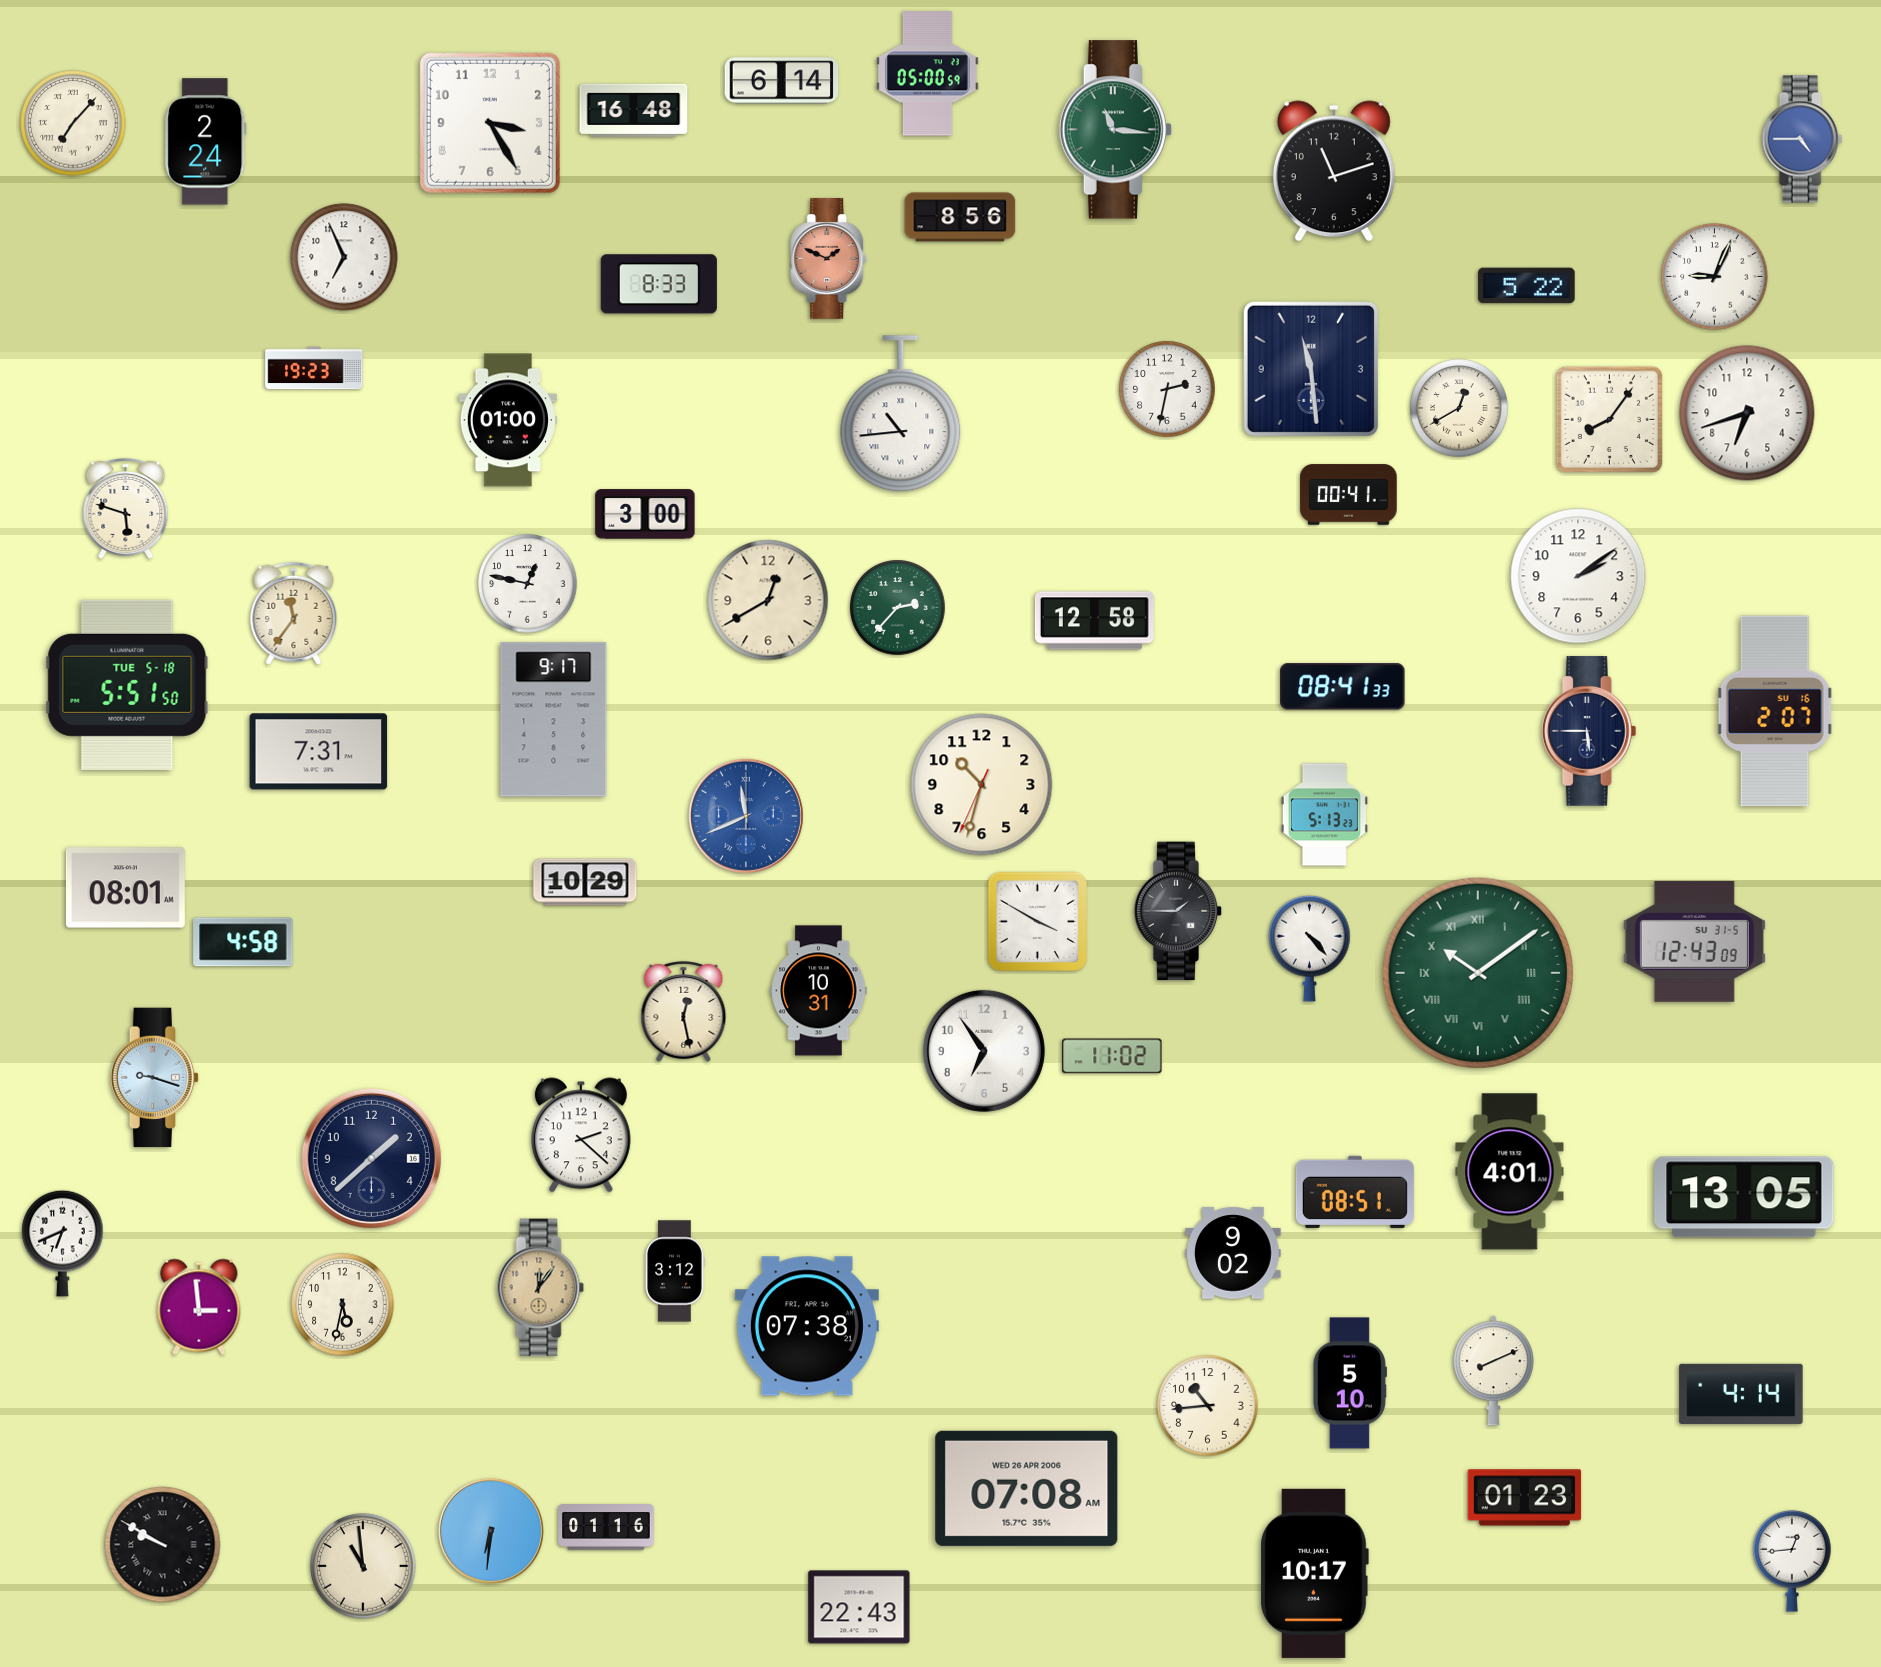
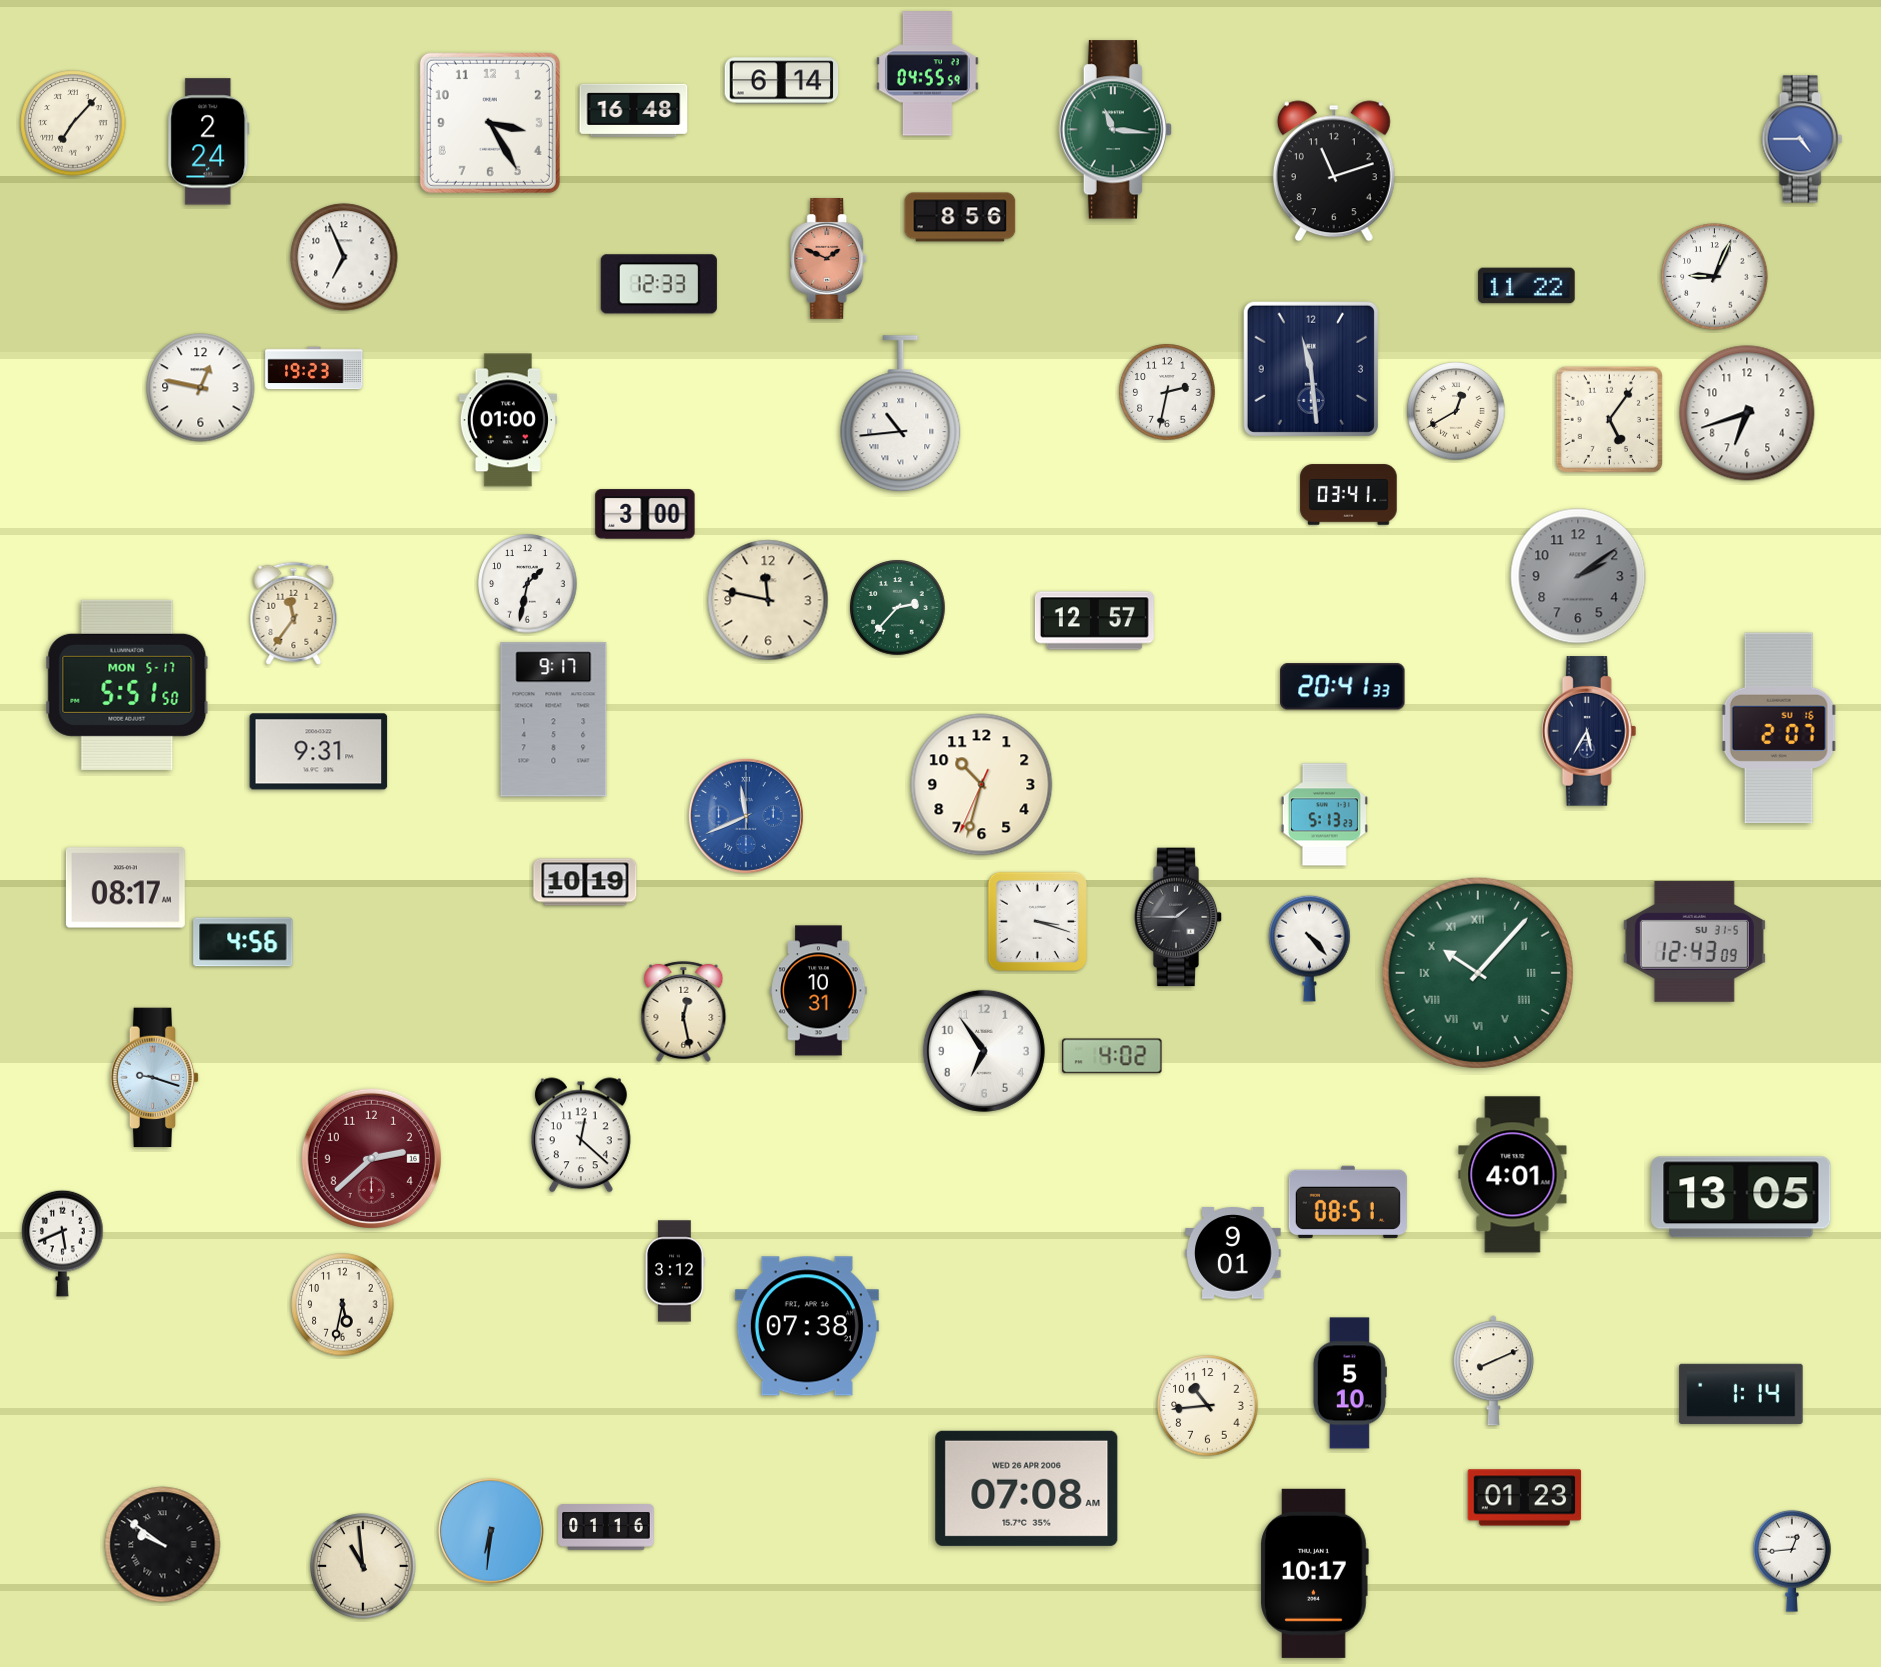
clock at (928, 74): 05:00 -> 04:55
clock at (206, 142) position: (206, 142) -> (209, 142)
clock at (659, 284): 8:33 -> 12:33
clock at (1527, 286): 5:22 -> 11:22
clock at (201, 388): none -> 12:47
clock at (1167, 389) position: (1167, 389) -> (1167, 392)
clock at (1459, 408) position: (1459, 408) -> (1456, 411)
clock at (1609, 419): 8:06 -> 5:06
clock at (1349, 495): 00:41 -> 03:41
clock at (126, 508): 5:48 -> none
clock at (1578, 576) dial: white -> grey
clock at (528, 584): 12:47 -> 1:32
clock at (768, 600): 12:40 -> 11:47
clock at (1094, 621): 12:58 -> 12:57
clock at (127, 685) date: TUE 5-18 -> MON 5-17
clock at (1343, 687): 08:41 -> 20:41
clock at (1775, 711) position: (1775, 711) -> (1779, 728)
clock at (1589, 731): 5:45 -> 5:35
clock at (319, 752): 7:31 -> 9:31
clock at (585, 882): 10:29 -> 10:19
clock at (125, 888): 08:01 -> 08:17
clock at (1178, 911) position: (1178, 911) -> (1178, 917)
clock at (1037, 921): 3:50 -> 3:18
clock at (243, 942): 4:58 -> 4:56
clock at (1478, 973): 10:09 -> 10:07
clock at (1112, 1056): 11:02 -> 4:02
clock at (581, 1135): 2:22 -> 12:22
clock at (371, 1158): 1:38 -> 2:38
clock at (371, 1158) dial: navy -> burgundy
clock at (1510, 1172) position: (1510, 1172) -> (1513, 1175)
clock at (1355, 1192) position: (1355, 1192) -> (1348, 1202)
clock at (1744, 1197) position: (1744, 1197) -> (1741, 1197)
clock at (63, 1243): 6:41 -> 5:41
clock at (1233, 1253): 9:02 -> 9:01
clock at (541, 1288): 12:06 -> none
clock at (199, 1307): 2:59 -> none
clock at (1741, 1394): 4:14 -> 1:14
clock at (163, 1545): 9:50 -> 9:51
clock at (859, 1607): 22:43 -> none
